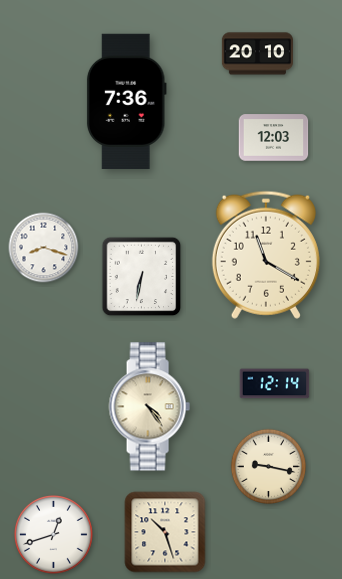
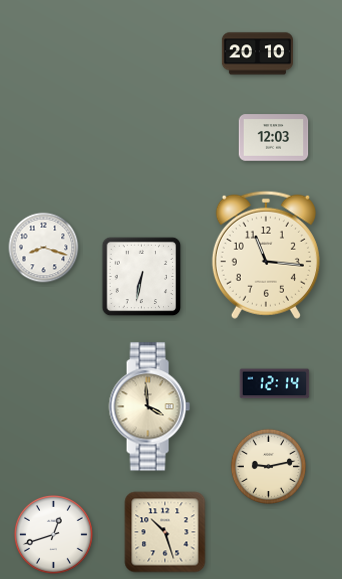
clock at (126, 101): 7:36 -> none
clock at (266, 255): 11:20 -> 11:16
clock at (149, 407): 4:24 -> 3:59
clock at (269, 467): 9:17 -> 9:13
